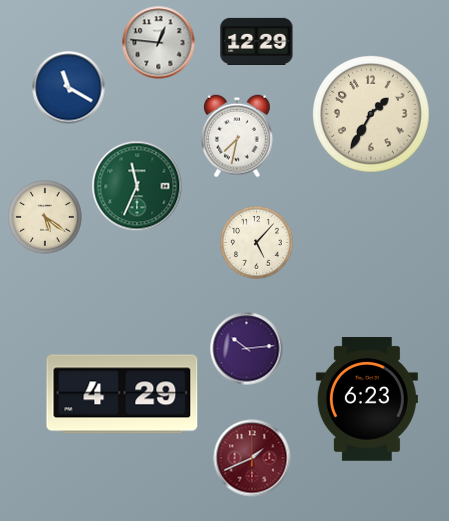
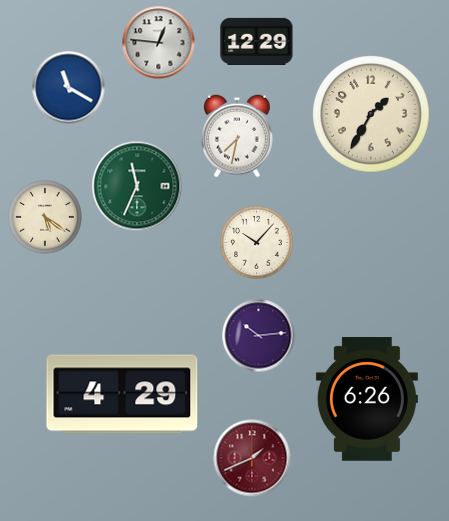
clock at (257, 243): 5:07 -> 10:07
clock at (247, 349) position: (247, 349) -> (259, 336)
clock at (367, 399): 6:23 -> 6:26
